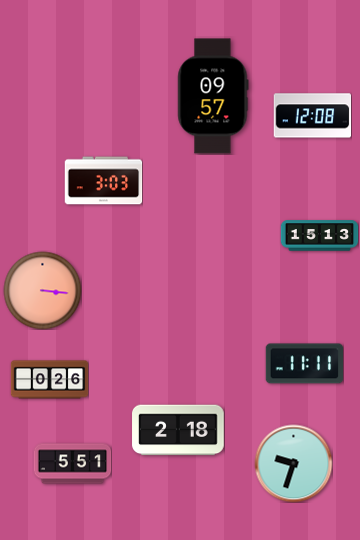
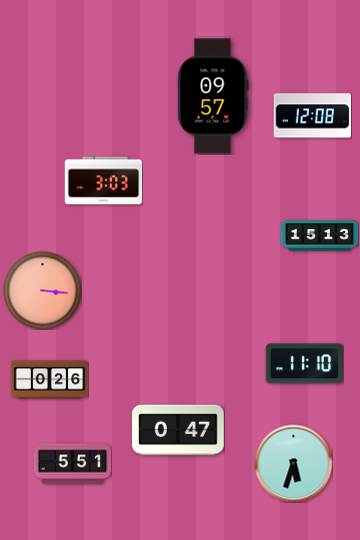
clock at (304, 364): 11:11 -> 11:10
clock at (178, 430): 2:18 -> 0:47
clock at (293, 463): 9:33 -> 5:33
